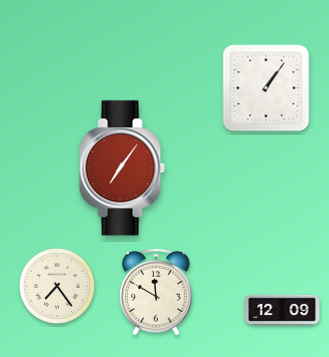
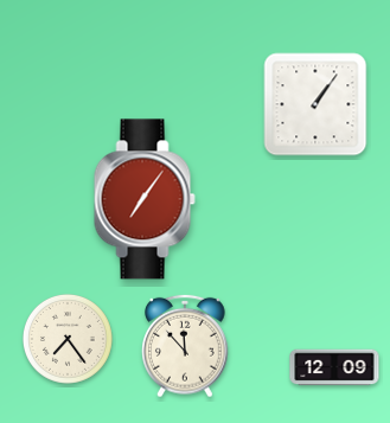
clock at (156, 292): 11:50 -> 11:53
